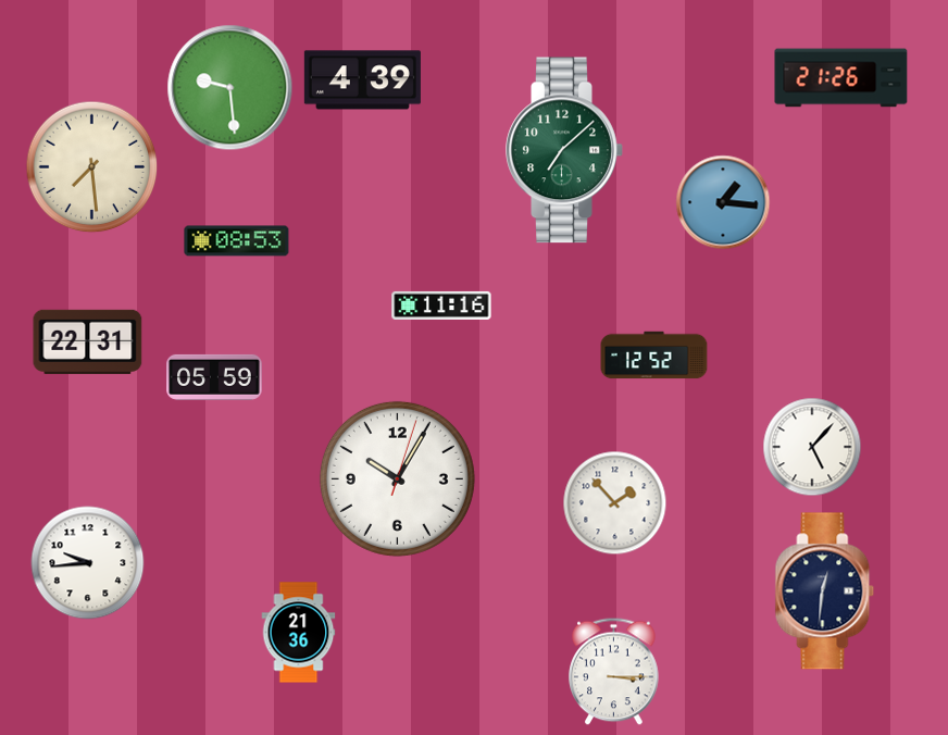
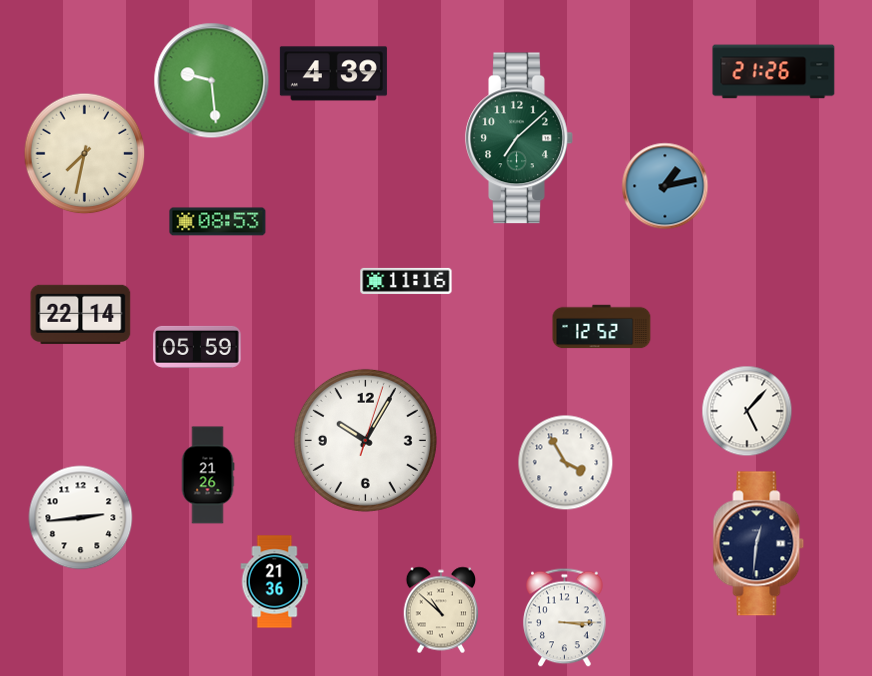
clock at (92, 167): 7:29 -> 7:32
clock at (723, 202): 1:16 -> 1:13
clock at (88, 341): 22:31 -> 22:14
clock at (615, 503): 1:53 -> 3:55
clock at (208, 475): none -> 21:26
clock at (88, 563): 9:44 -> 2:44
clock at (441, 610): none -> 10:52
